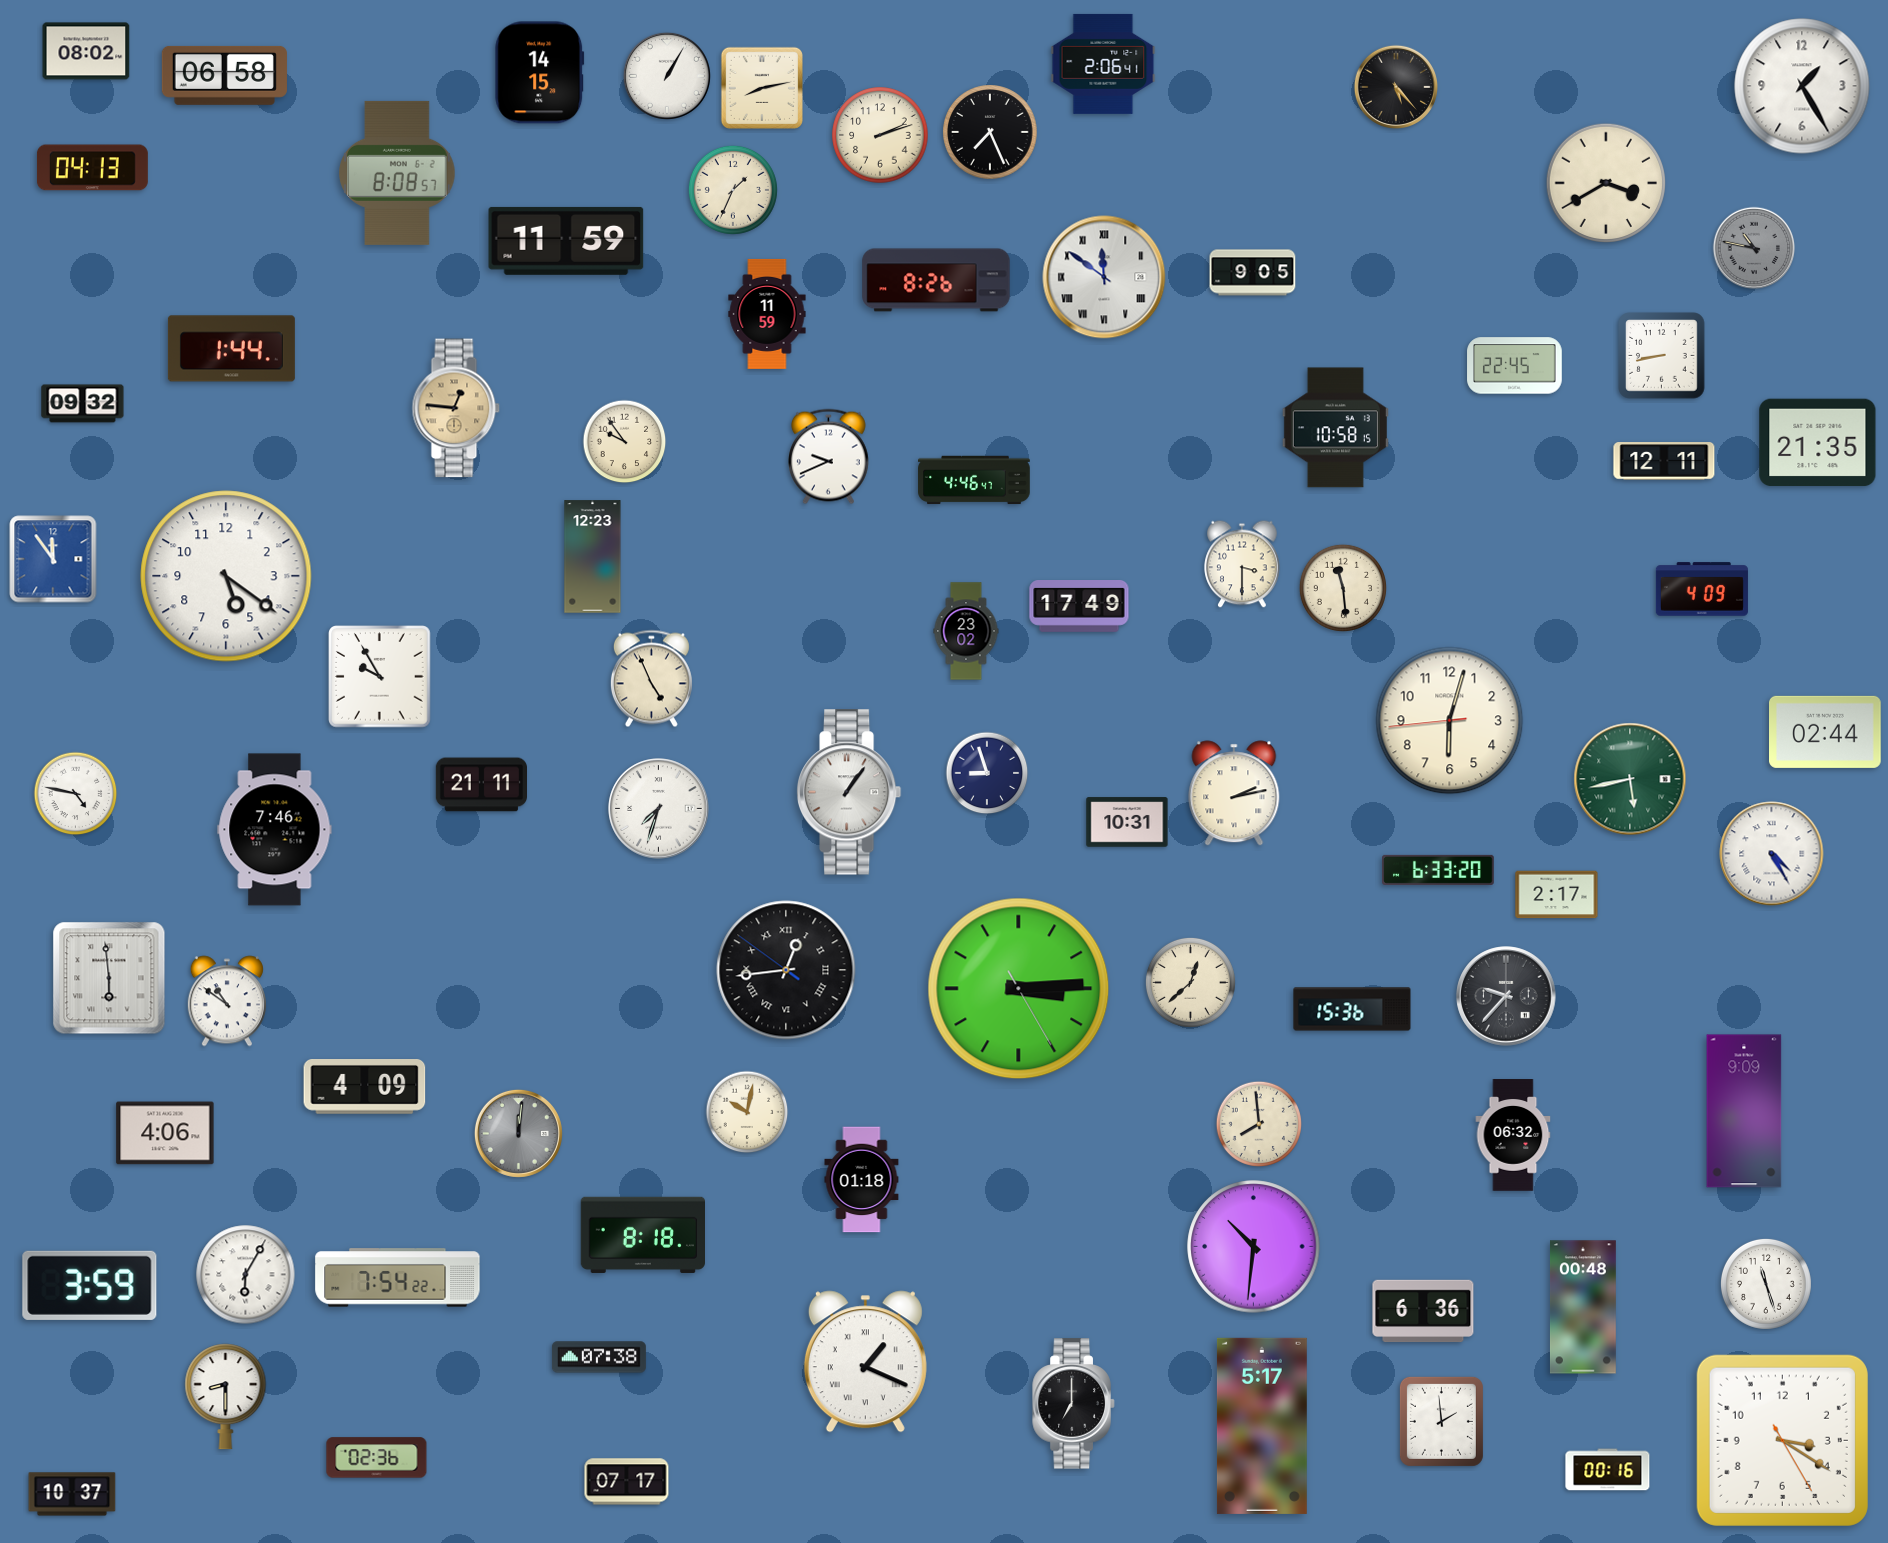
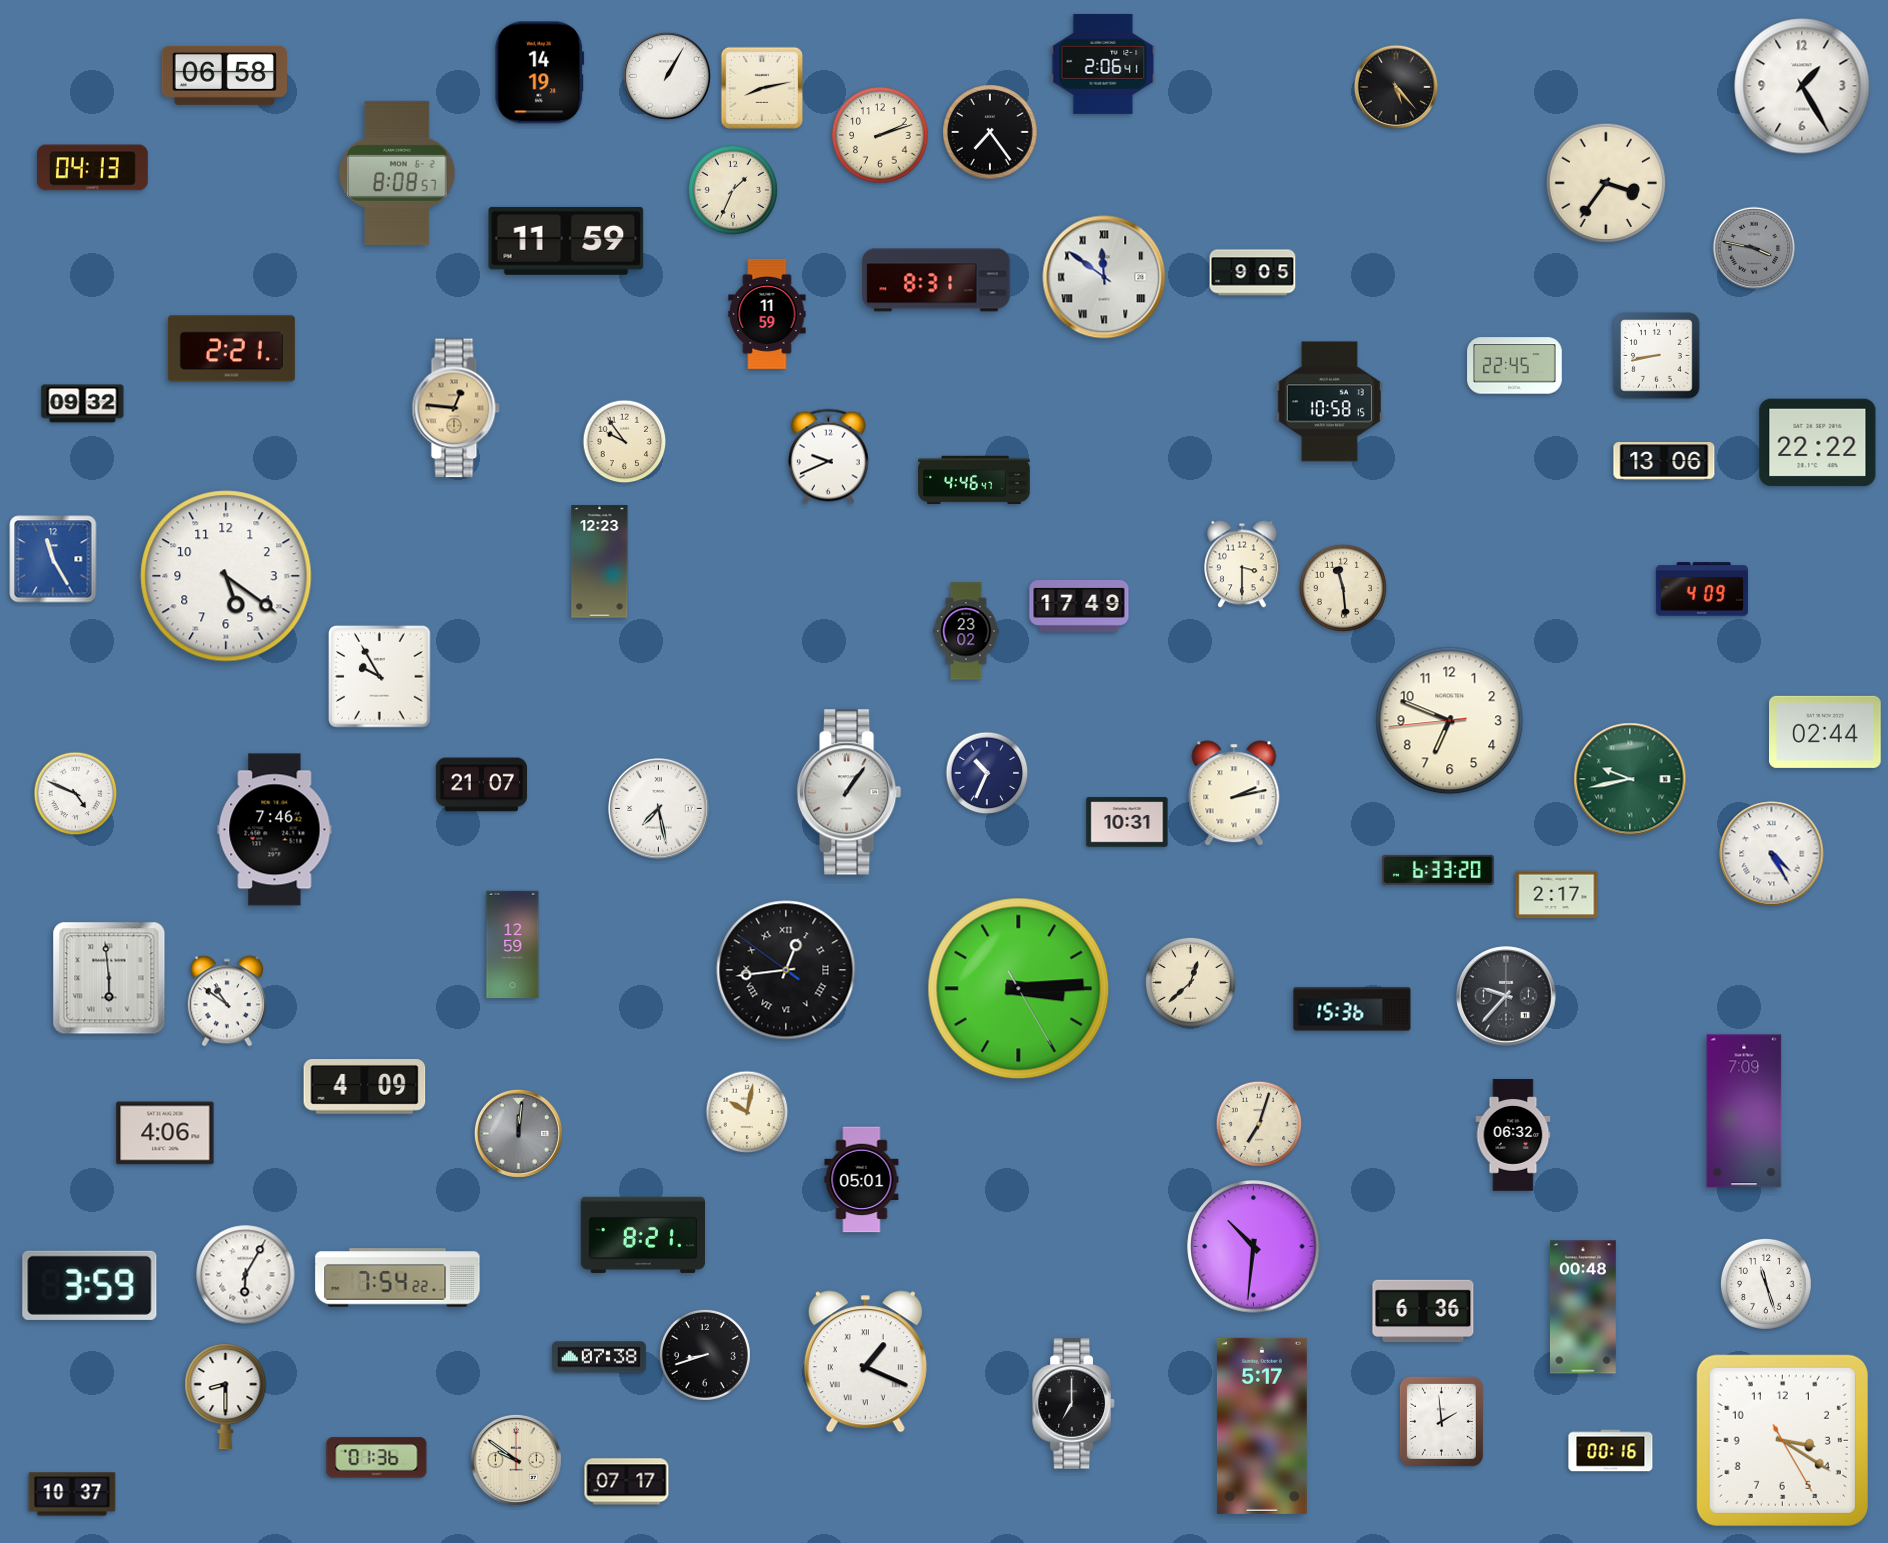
clock at (86, 51): 08:02 -> none
clock at (540, 73): 14:15 -> 14:19
clock at (990, 132): 7:26 -> 7:24
clock at (1605, 183): 3:40 -> 3:36
clock at (1754, 248): 10:47 -> 3:47
clock at (936, 280): 8:26 -> 8:31
clock at (231, 349): 1:44 -> 2:21
clock at (1662, 356) position: (1662, 356) -> (1657, 356)
clock at (1335, 428) position: (1335, 428) -> (1329, 402)
clock at (1818, 443): 21:35 -> 22:22
clock at (1664, 461): 12:11 -> 13:06
clock at (593, 557) position: (593, 557) -> (600, 562)
clock at (53, 559): 11:54 -> 11:25
clock at (651, 679): 4:56 -> none
clock at (1450, 721): 6:02 -> 6:48
clock at (987, 773): 8:57 -> 10:34
clock at (1630, 779): 5:43 -> 9:43
clock at (481, 785): 21:11 -> 21:07
clock at (76, 794): 4:47 -> 4:49
clock at (659, 809): 7:33 -> 7:28
clock at (513, 945): none -> 12:59
clock at (1744, 1111): 9:09 -> 7:09
clock at (1258, 1123): 7:59 -> 7:03
clock at (862, 1180): 01:18 -> 05:01
clock at (642, 1235): 8:18 -> 8:21
clock at (705, 1355): none -> 8:42
clock at (377, 1458): 02:36 -> 01:36
clock at (516, 1460): none -> 9:51
clock at (1608, 1470) position: (1608, 1470) -> (1611, 1451)
